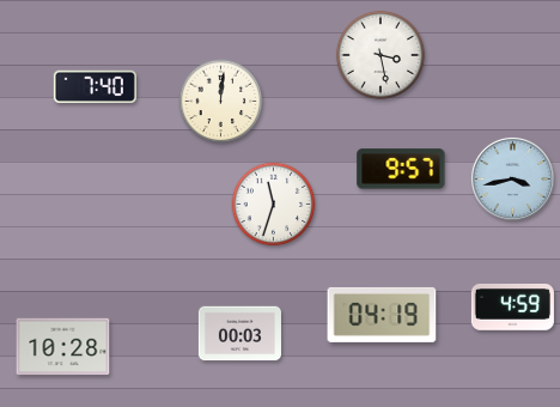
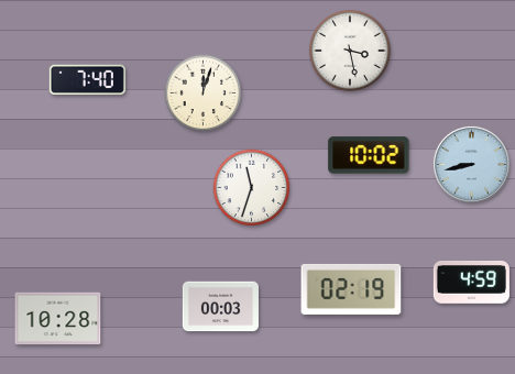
clock at (221, 102): 12:01 -> 12:03
clock at (401, 169): 9:57 -> 10:02
clock at (512, 178): 3:43 -> 8:43
clock at (382, 315): 04:19 -> 02:19
